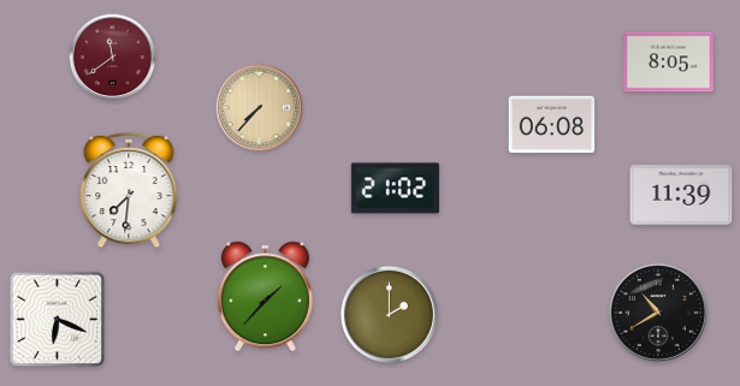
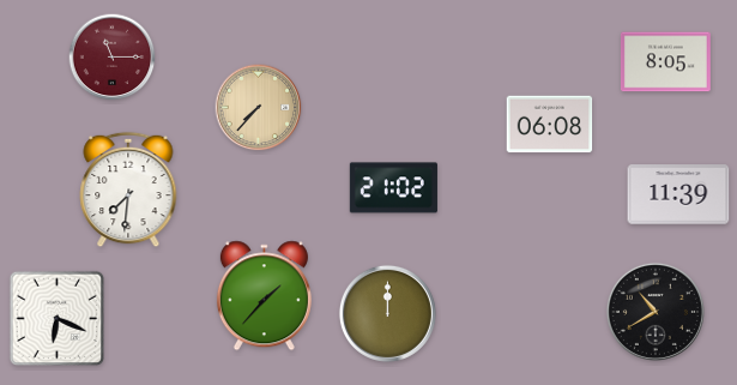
clock at (113, 58): 11:39 -> 11:15
clock at (389, 314): 2:00 -> 12:00
